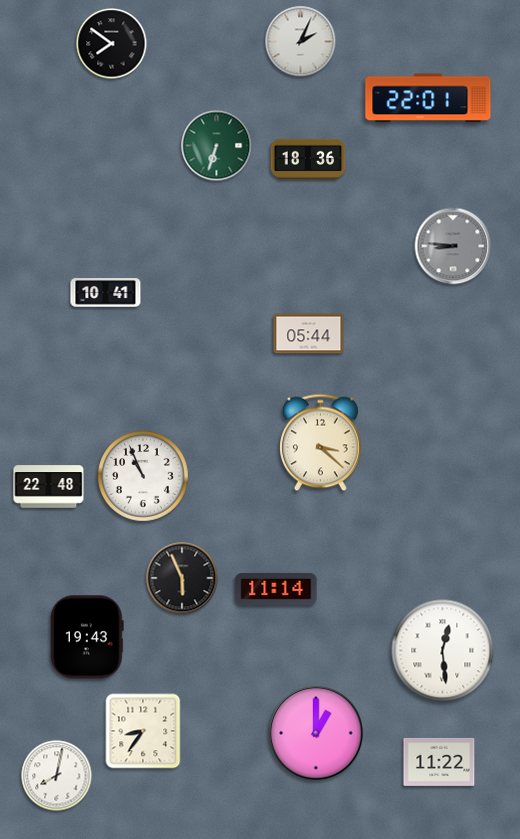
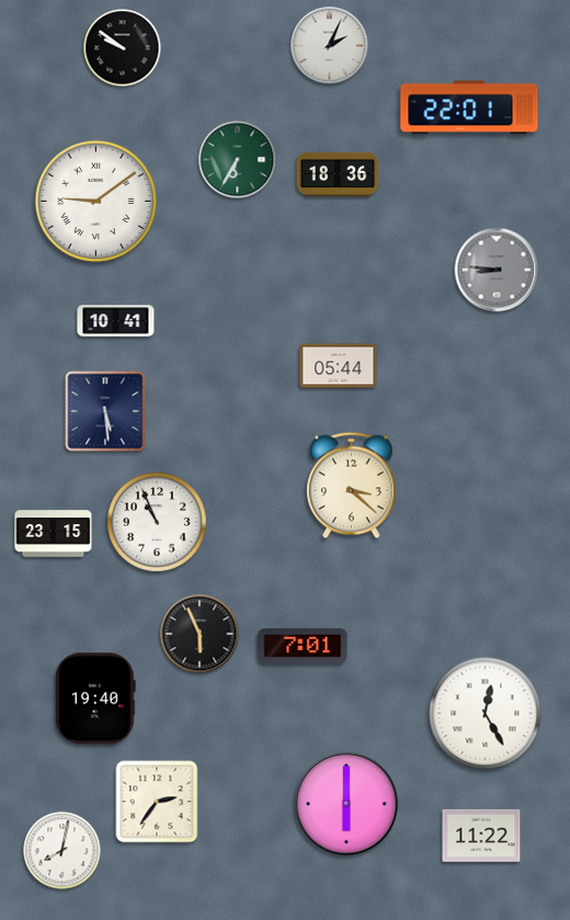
clock at (112, 44): 7:51 -> 9:51
clock at (217, 146): 6:33 -> 6:35
clock at (95, 201): none -> 9:09
clock at (105, 411): none -> 5:29
clock at (49, 487): 22:48 -> 23:15
clock at (276, 589): 11:14 -> 7:01
clock at (87, 637): 19:43 -> 19:40
clock at (443, 651): 12:29 -> 12:25
clock at (143, 731): 8:36 -> 2:36
clock at (316, 733): 1:00 -> 6:00
